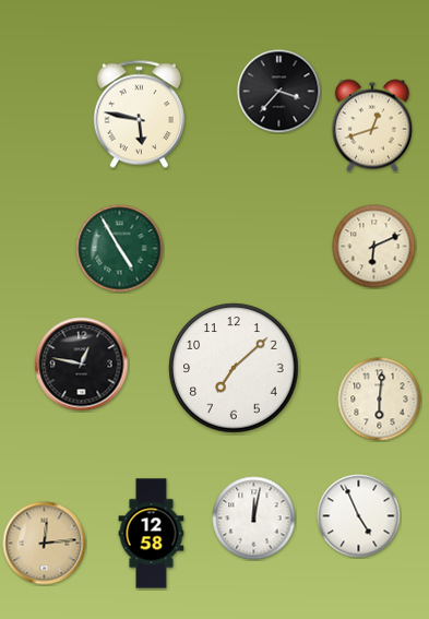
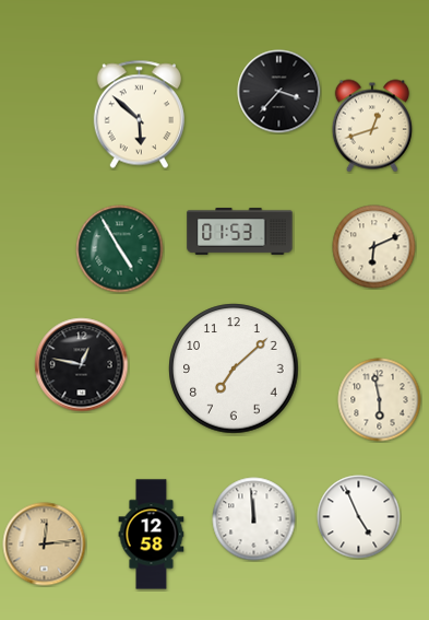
clock at (139, 115): 5:47 -> 5:52
clock at (240, 231): none -> 01:53
clock at (380, 400): 6:01 -> 5:58
clock at (254, 519): 12:02 -> 11:59
